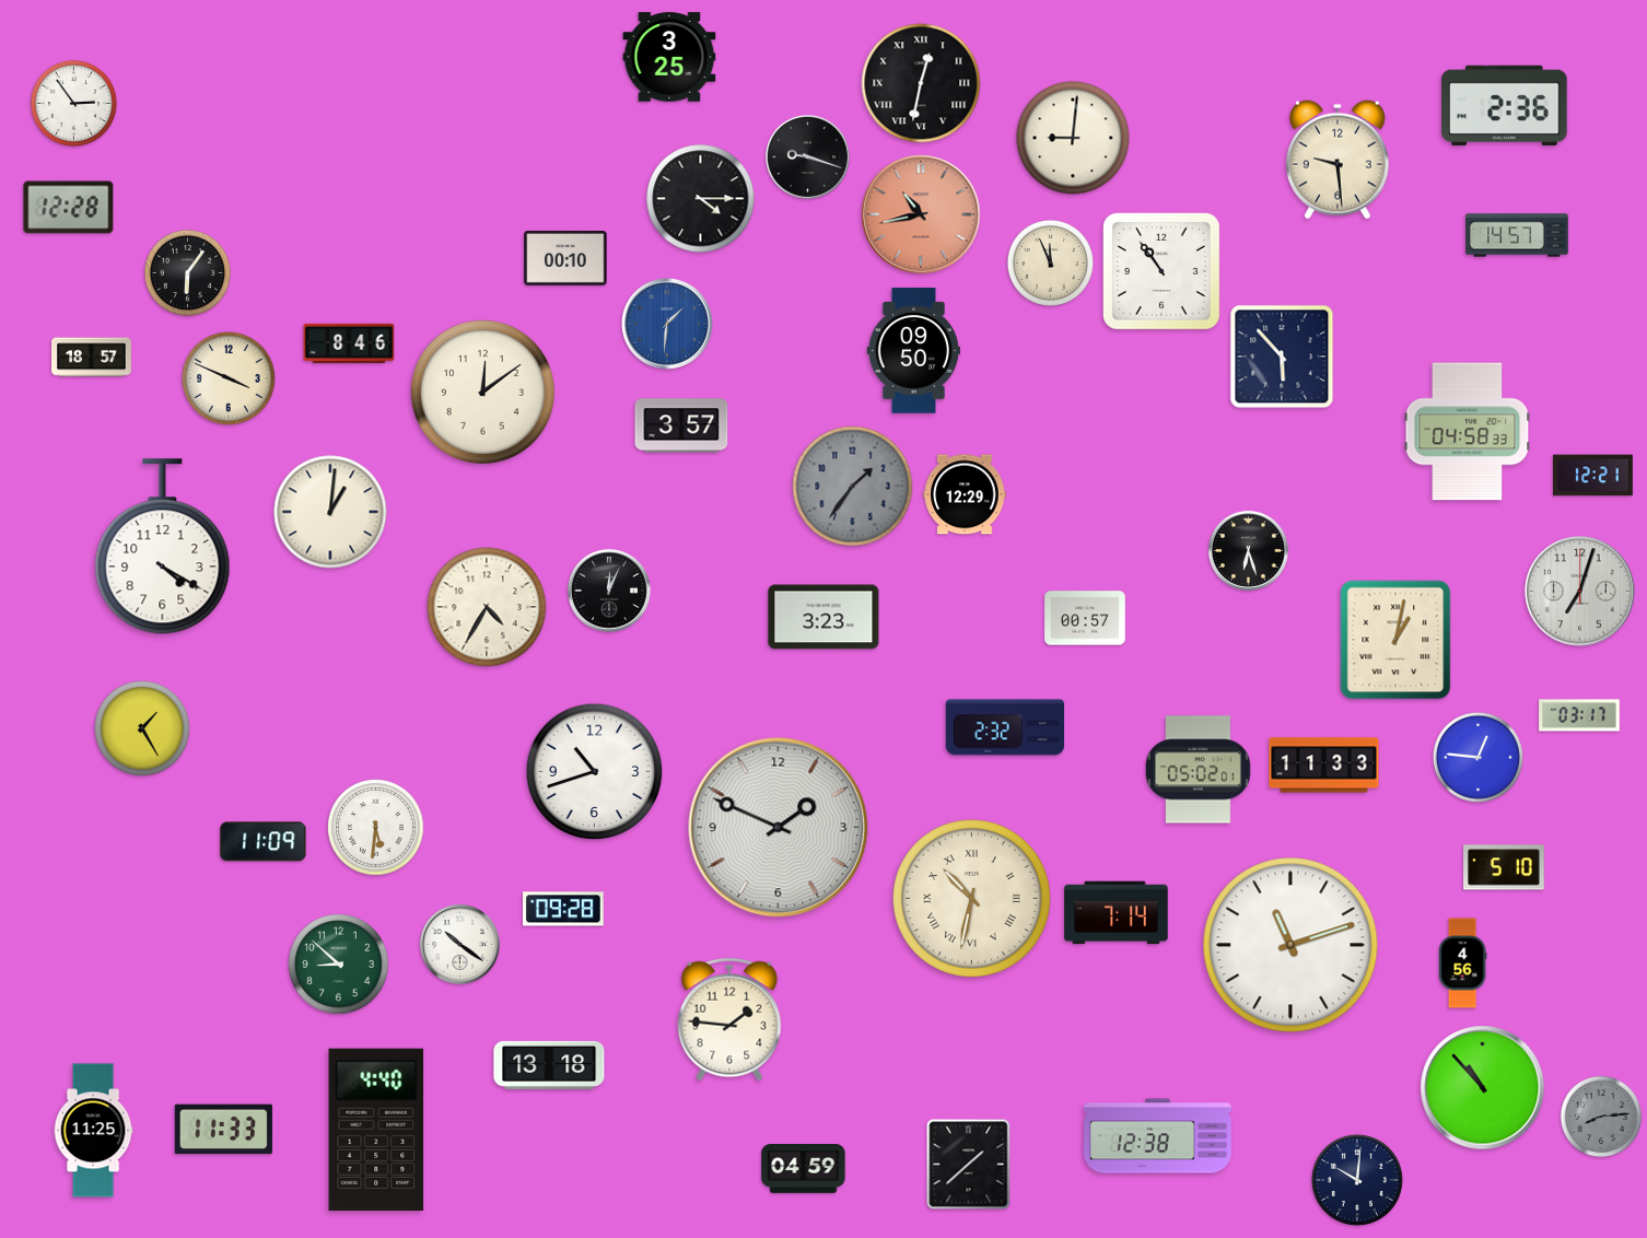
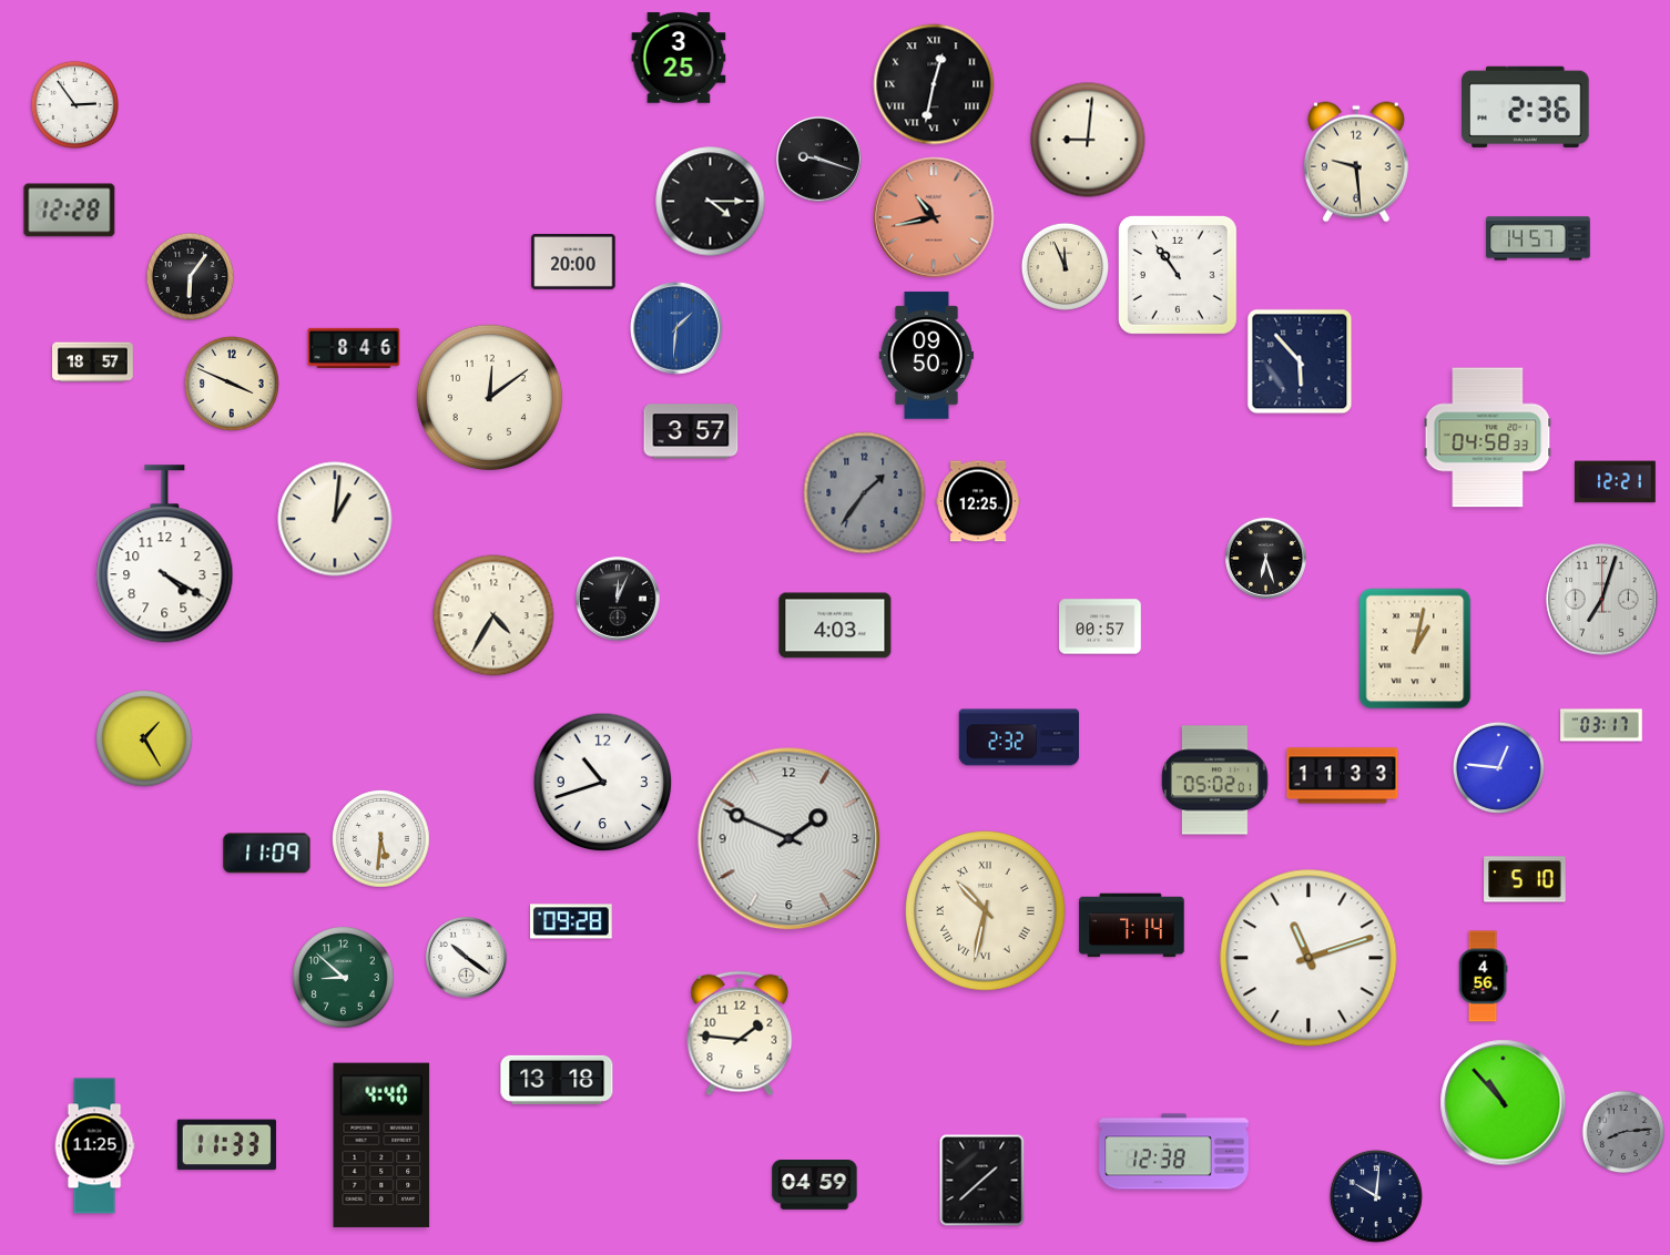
clock at (565, 259): 00:10 -> 20:00
clock at (965, 494): 12:29 -> 12:25
clock at (823, 617): 3:23 -> 4:03
